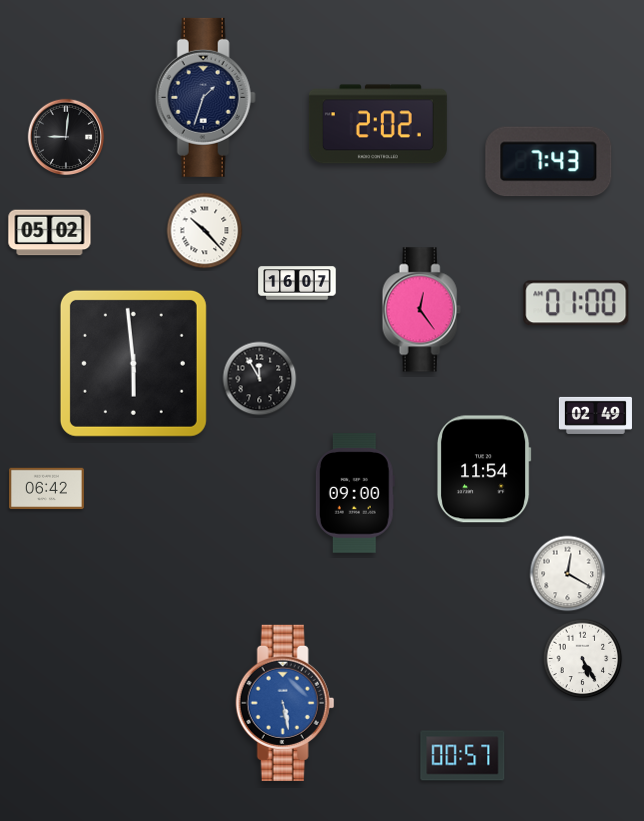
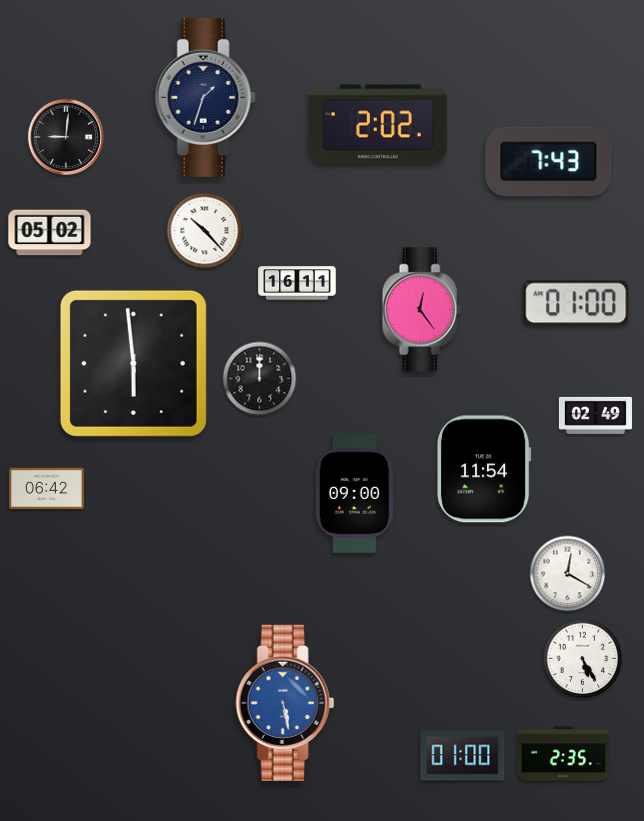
clock at (297, 283): 16:07 -> 16:11
clock at (260, 379): 11:55 -> 12:00
clock at (564, 754): none -> 2:35
clock at (463, 756): 00:57 -> 01:00
